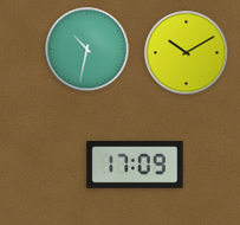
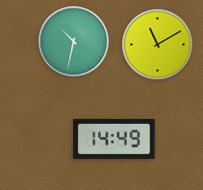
clock at (187, 53): 10:10 -> 11:10
clock at (135, 165): 17:09 -> 14:49
